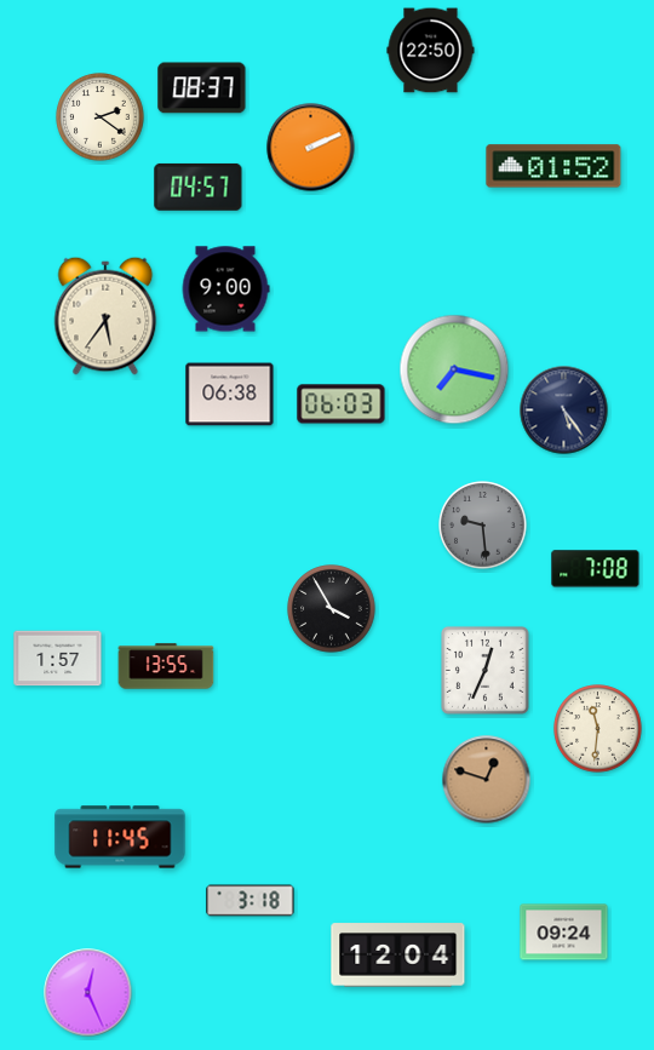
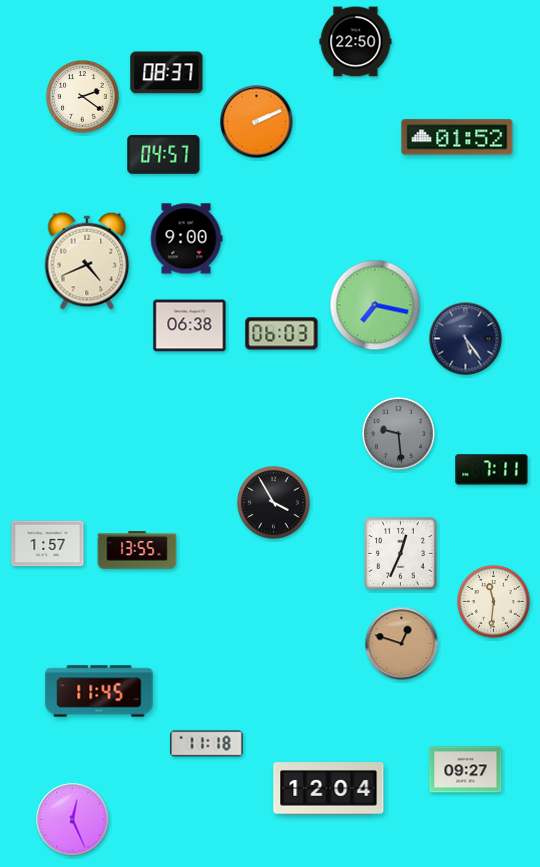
clock at (105, 316): 5:36 -> 4:41
clock at (596, 569): 7:08 -> 7:11
clock at (251, 901): 3:18 -> 11:18
clock at (564, 933): 09:24 -> 09:27
